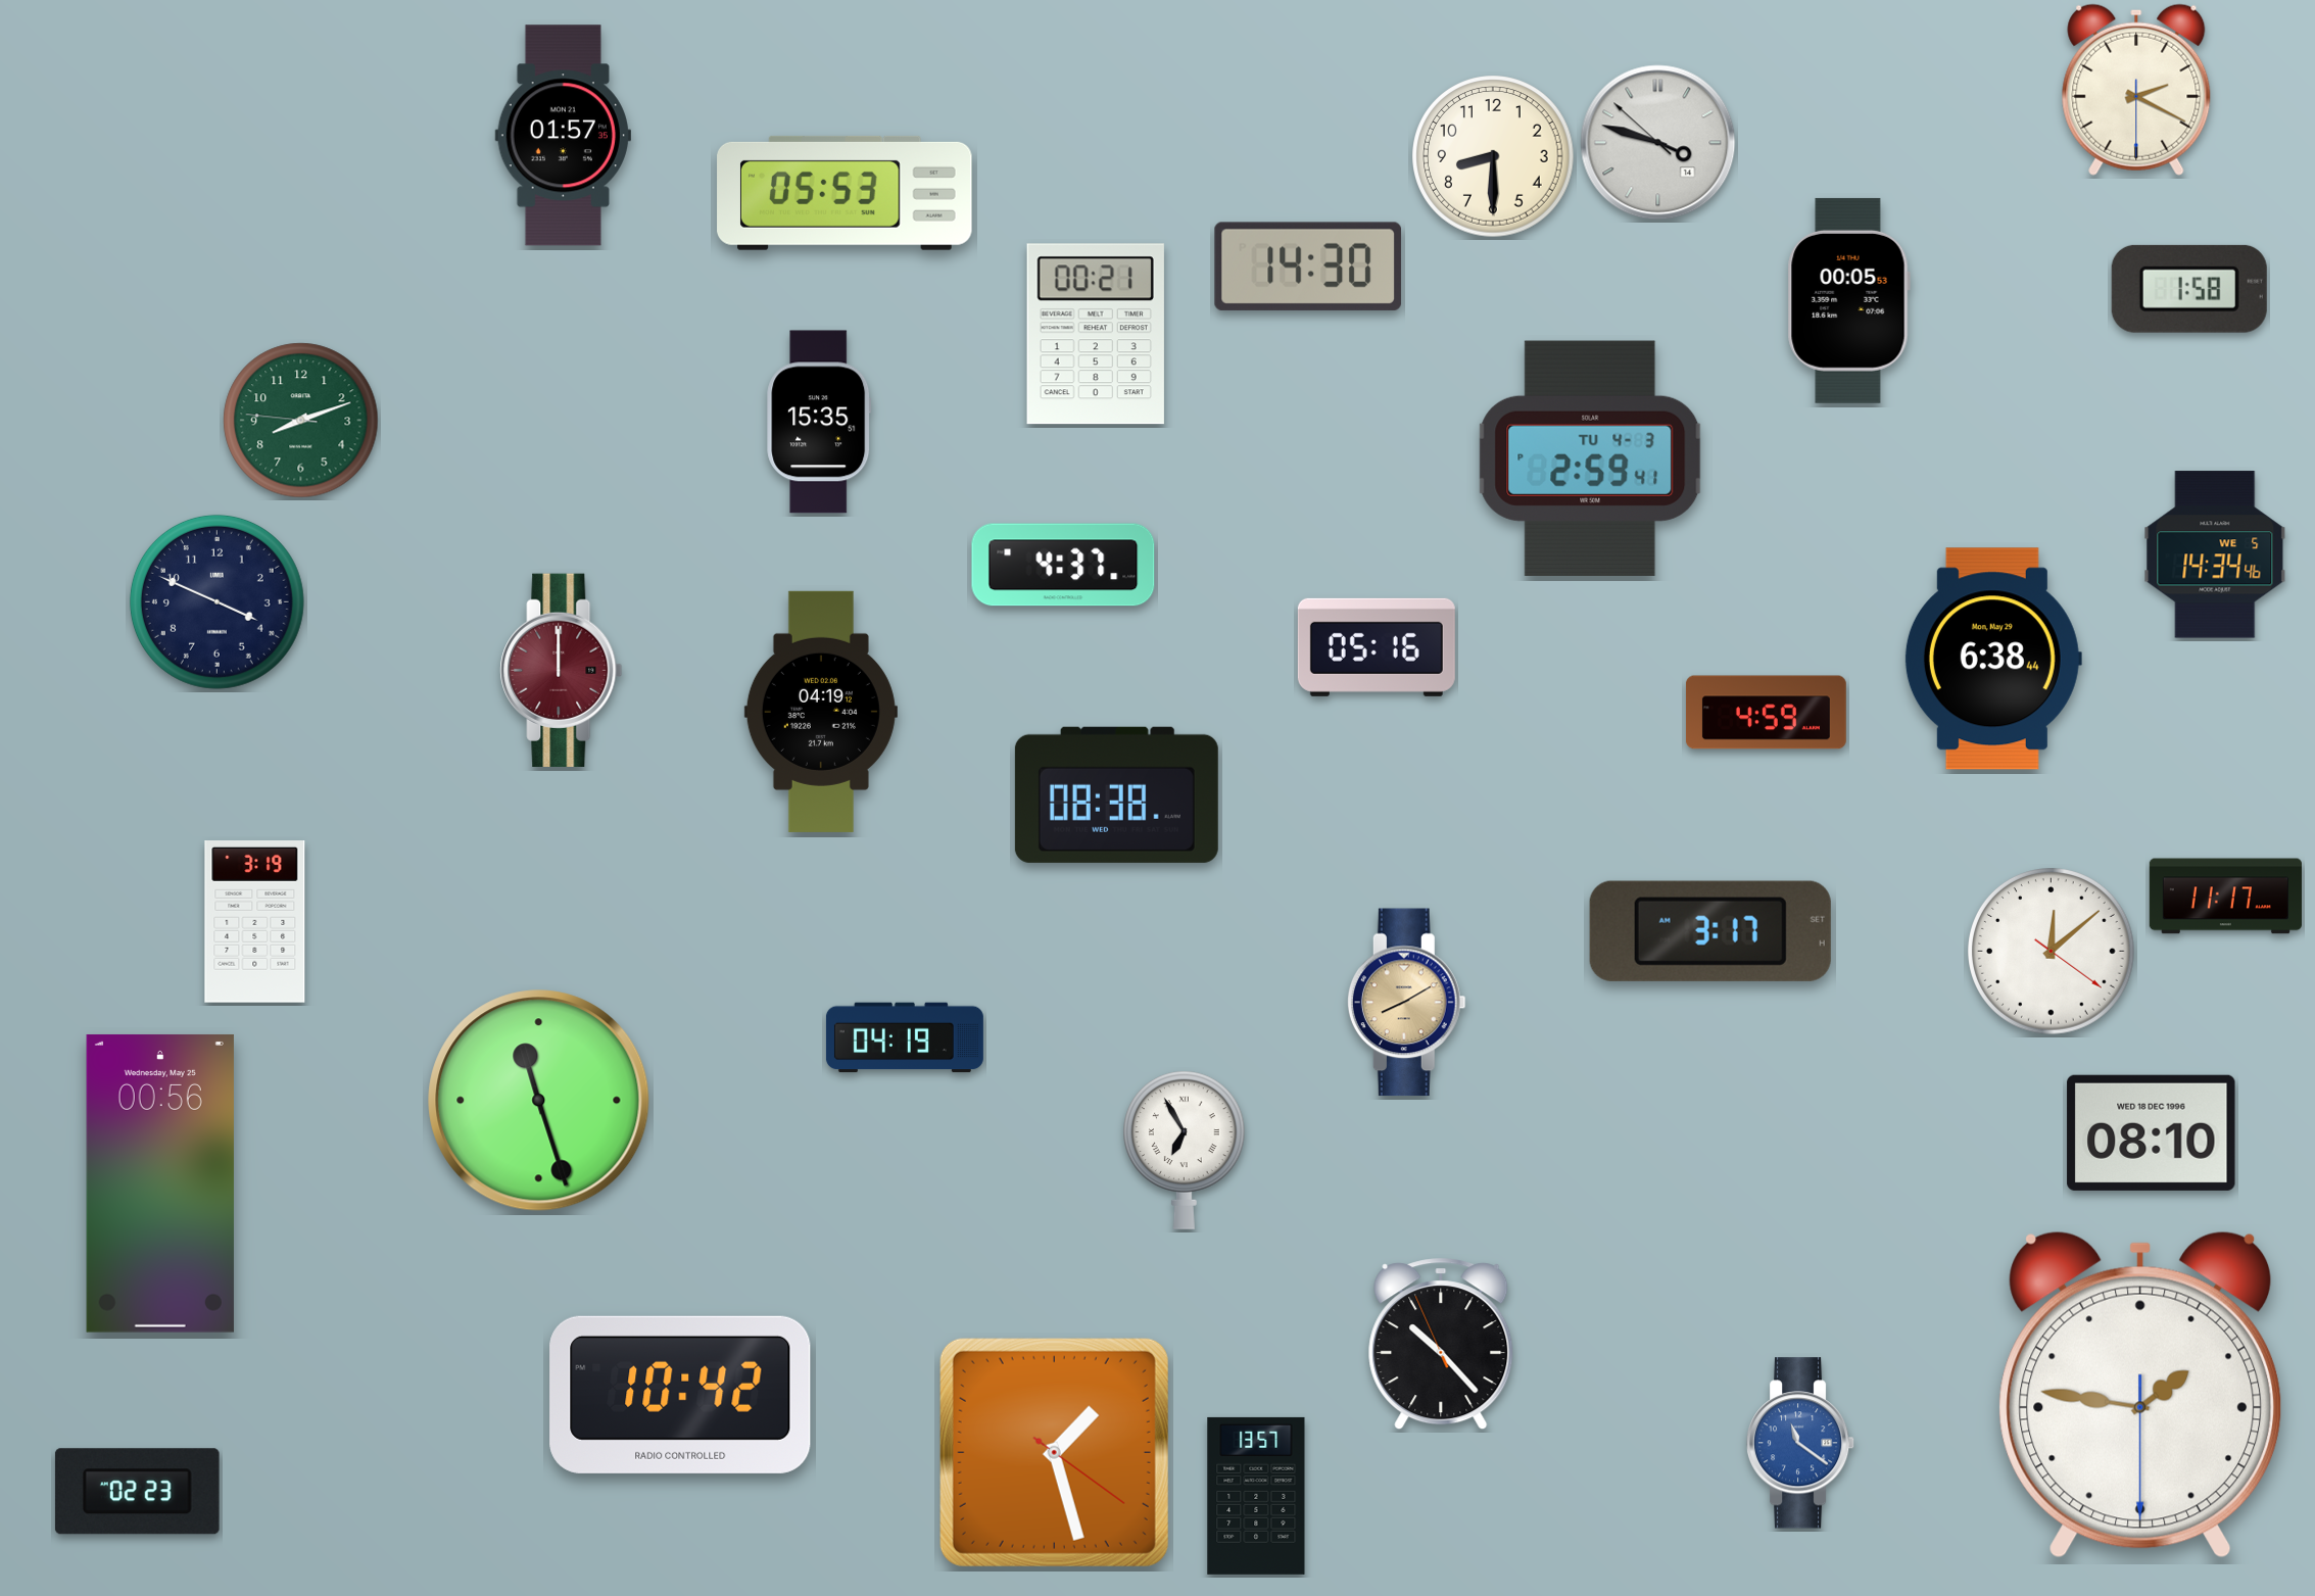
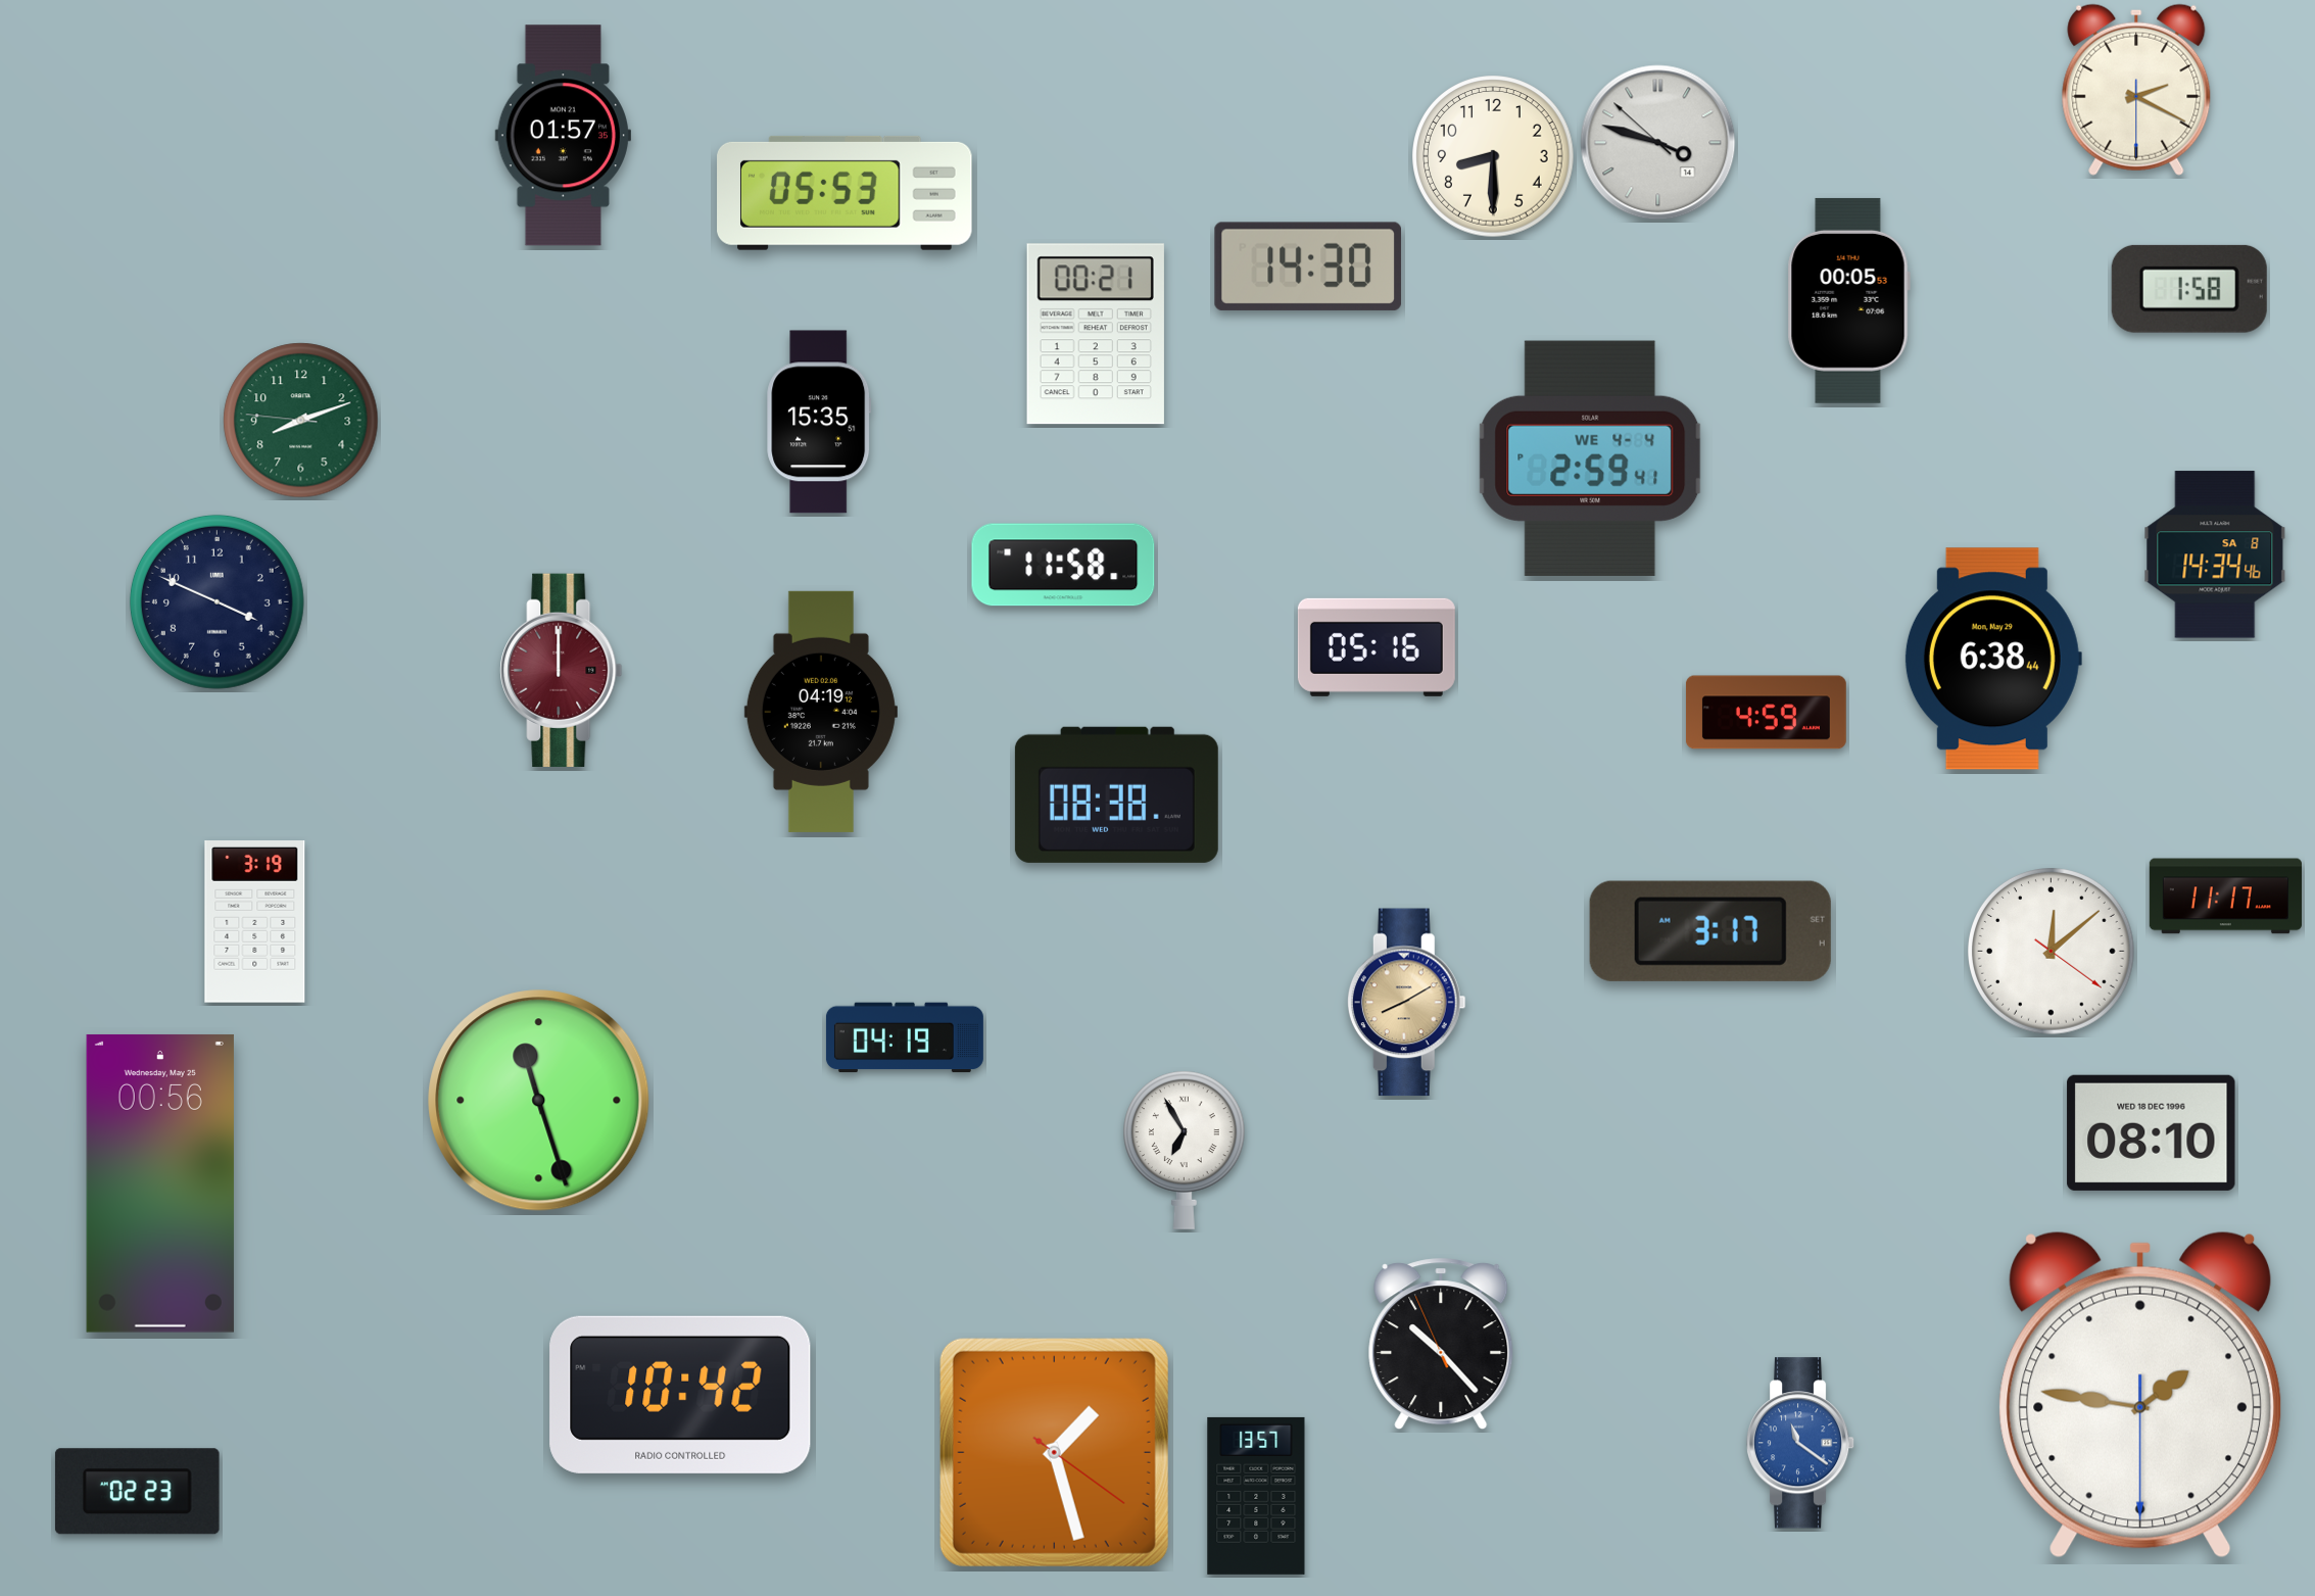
clock at (1590, 458) date: TU 4-3 -> WE 4-4
clock at (2215, 554) date: WE 5 -> SA 8
clock at (1063, 565): 4:37 -> 11:58
